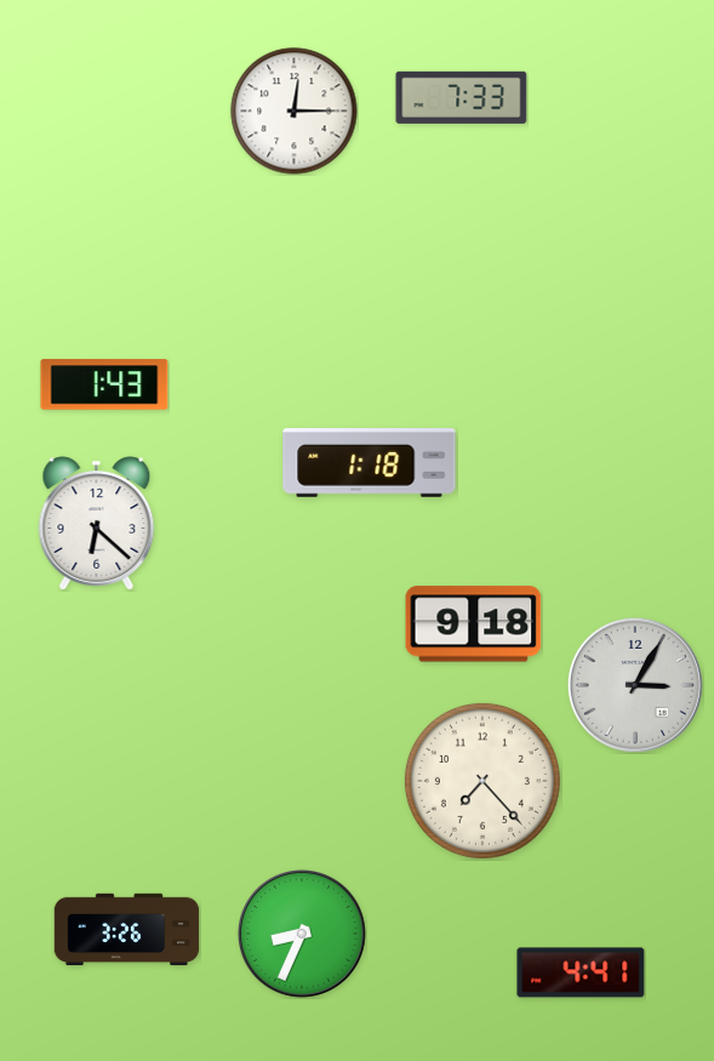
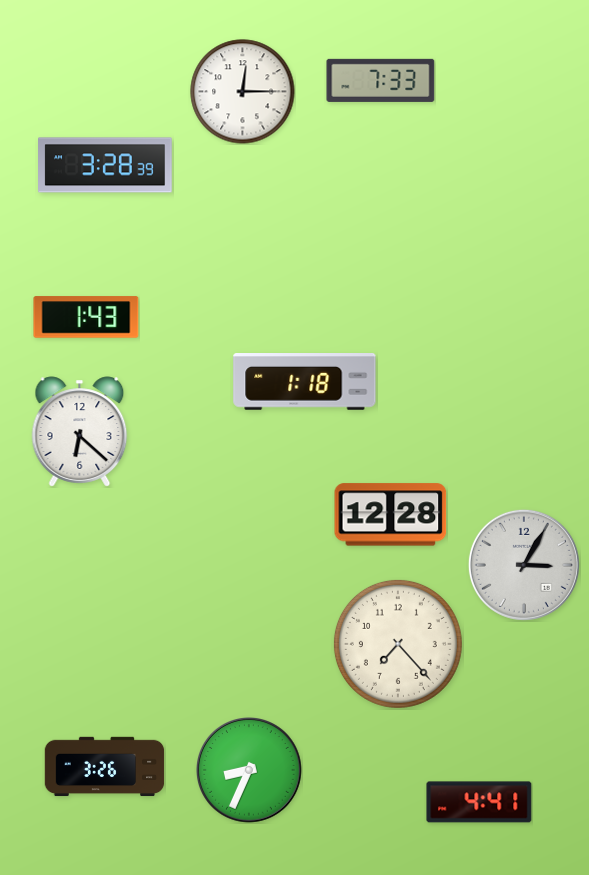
clock at (105, 165): none -> 3:28
clock at (474, 624): 9:18 -> 12:28
